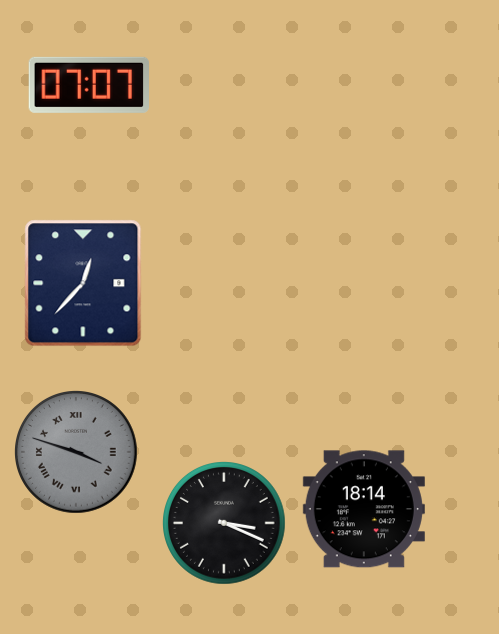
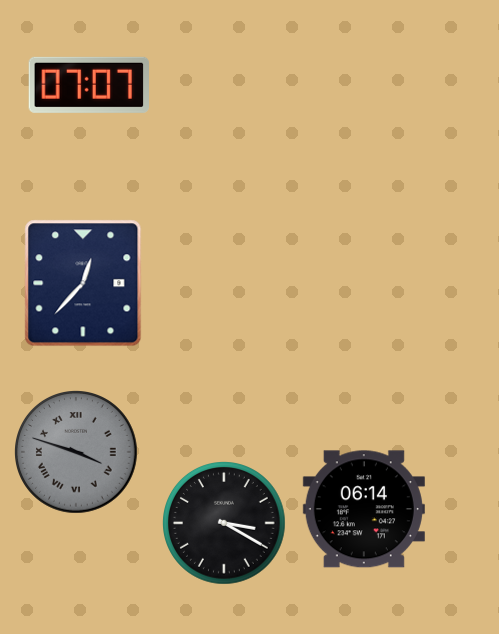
clock at (364, 509): 18:14 -> 06:14
clock at (225, 524): 3:19 -> 3:20
